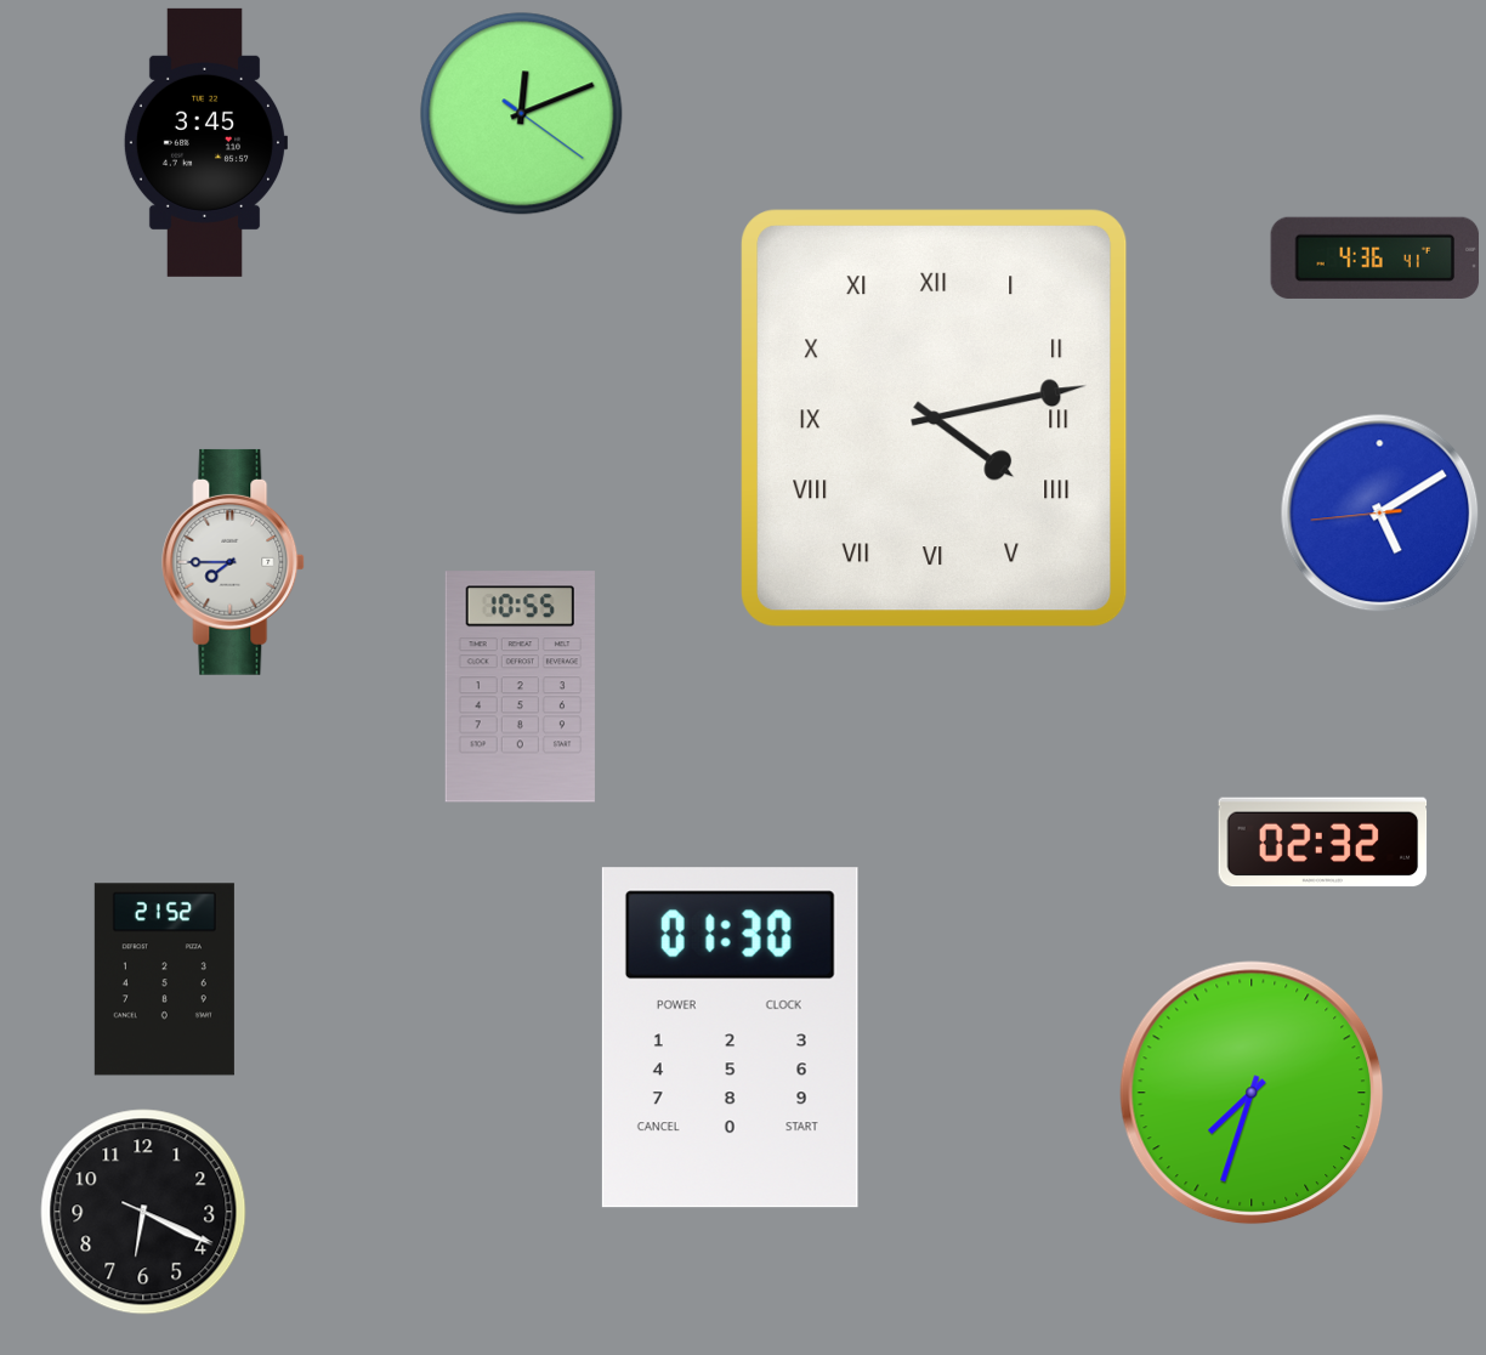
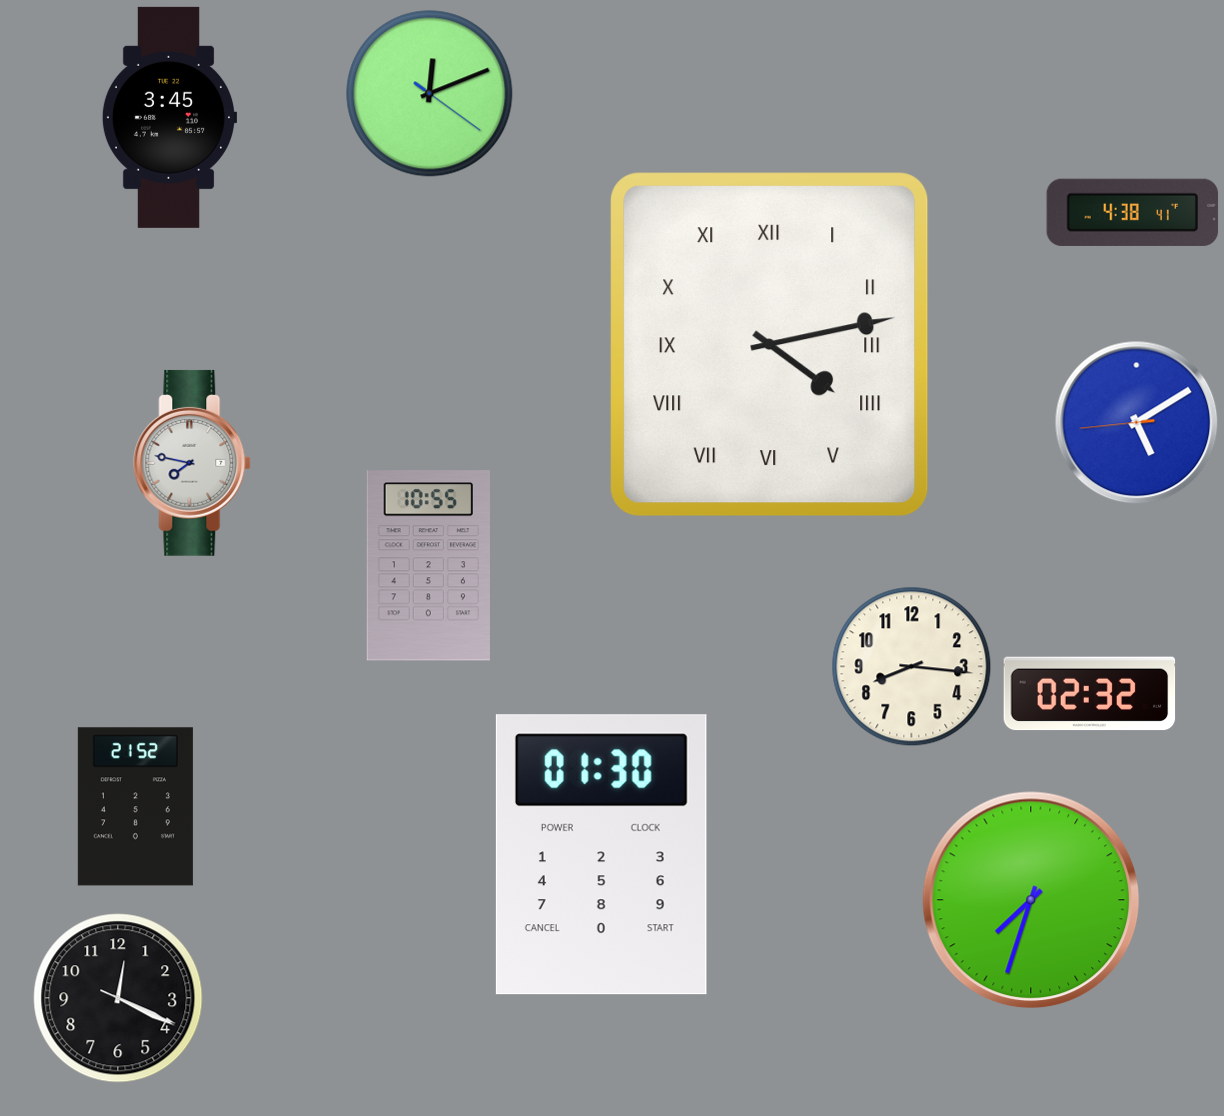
clock at (1376, 257): 4:36 -> 4:38
clock at (234, 562): 7:45 -> 7:47
clock at (912, 667): none -> 8:16
clock at (143, 1212): 6:19 -> 12:19
